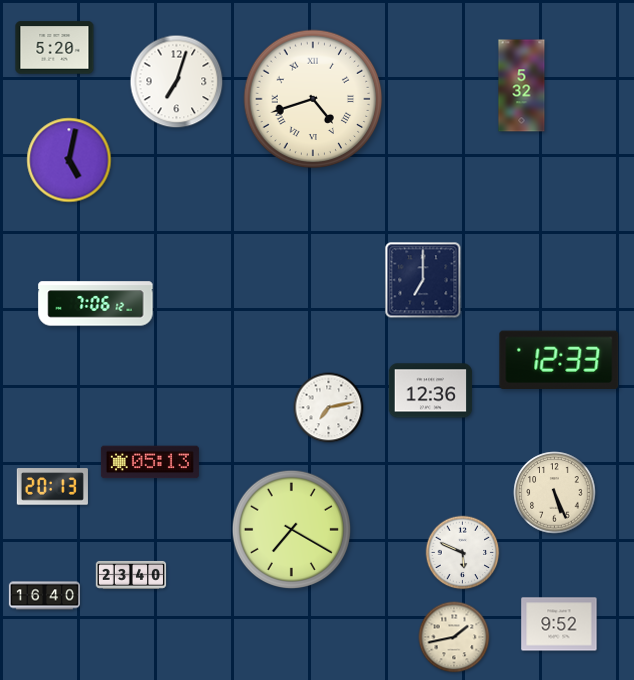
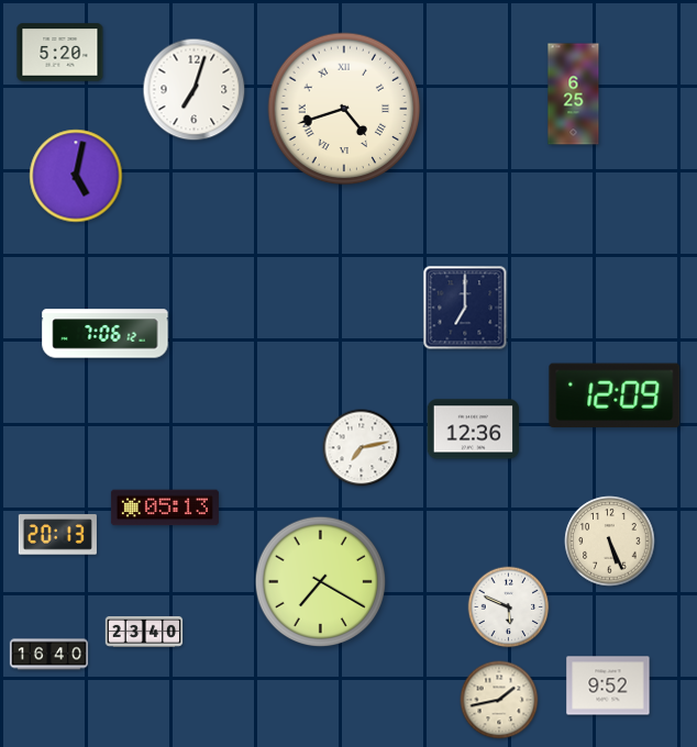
clock at (522, 86): 5:32 -> 6:25
clock at (559, 359): 12:33 -> 12:09
clock at (559, 624) position: (559, 624) -> (608, 685)
